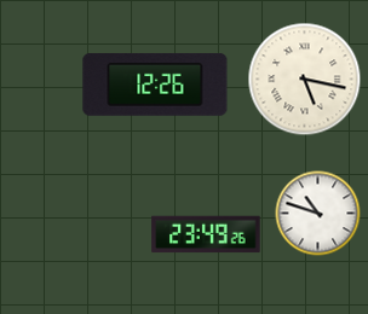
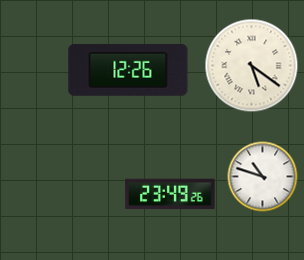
clock at (305, 80): 5:17 -> 5:21
